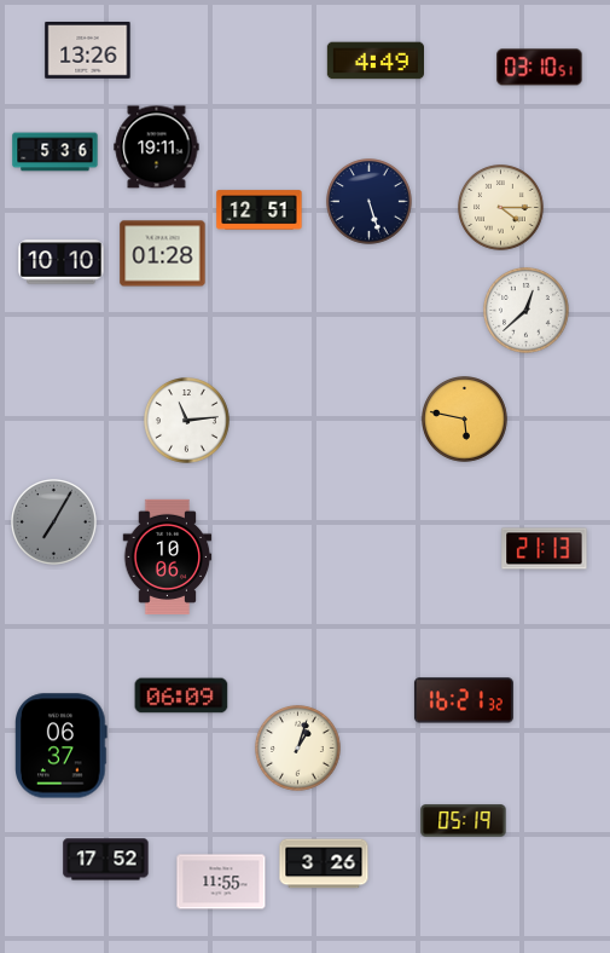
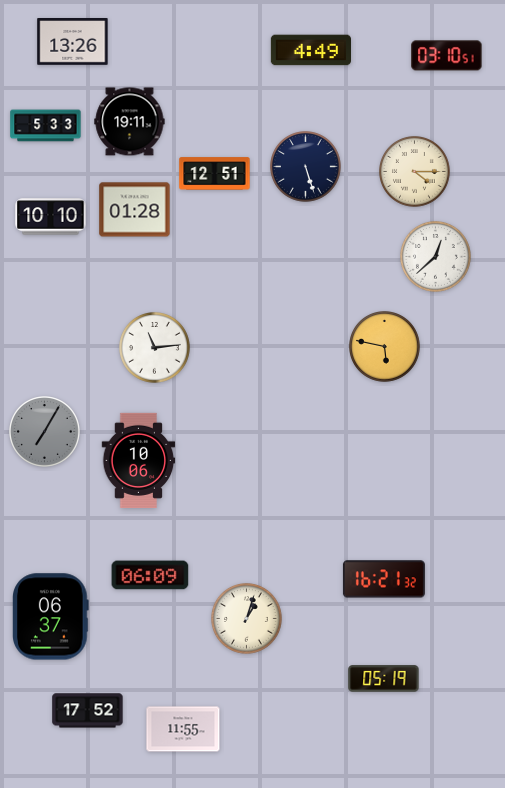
clock at (56, 152): 5:36 -> 5:33
clock at (545, 549): 21:13 -> none
clock at (324, 864): 3:26 -> none
